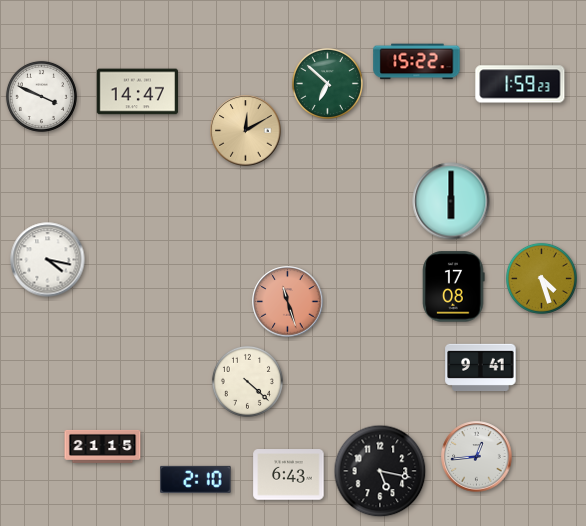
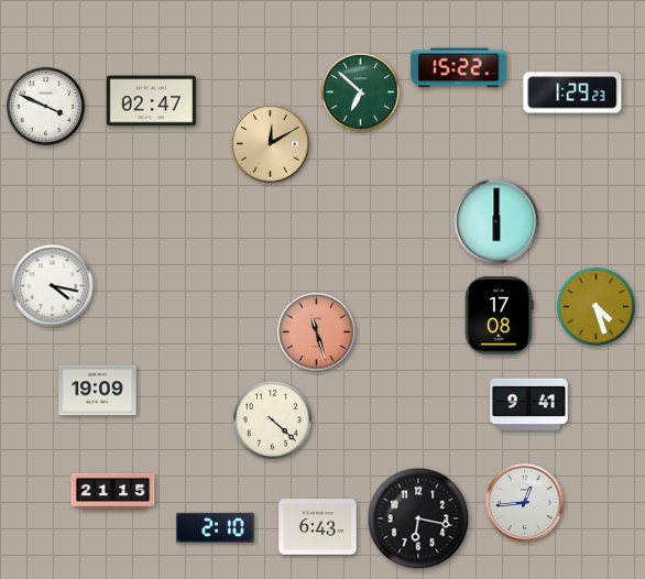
clock at (520, 84): 1:59 -> 1:29
clock at (137, 92): 14:47 -> 02:47
clock at (98, 391): none -> 19:09
clock at (380, 471): 5:17 -> 6:17
clock at (289, 475) position: (289, 475) -> (318, 527)
